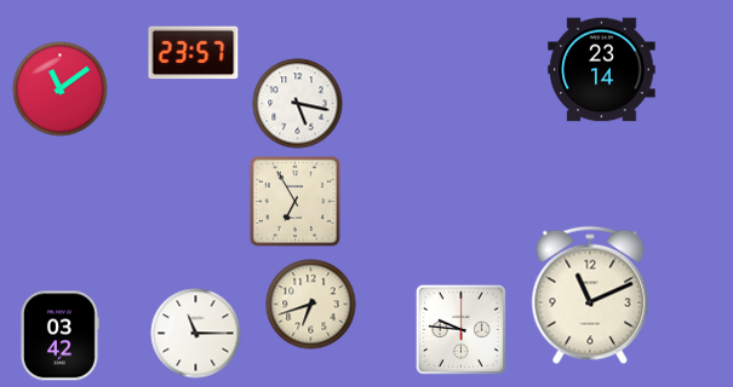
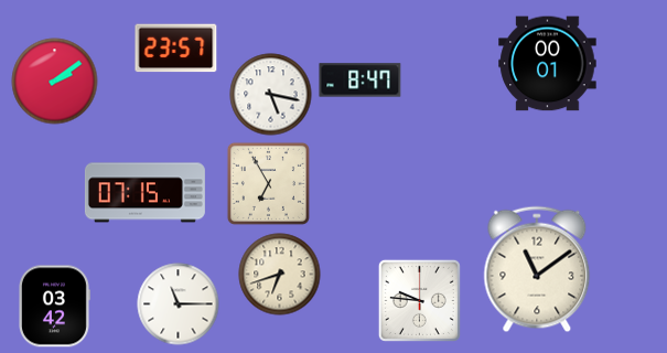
clock at (602, 70): 23:14 -> 00:01
clock at (361, 81): none -> 8:47
clock at (61, 89): 11:09 -> 2:09
clock at (144, 193): none -> 07:15
clock at (590, 295): 11:11 -> 11:09
clock at (311, 305) position: (311, 305) -> (280, 275)
